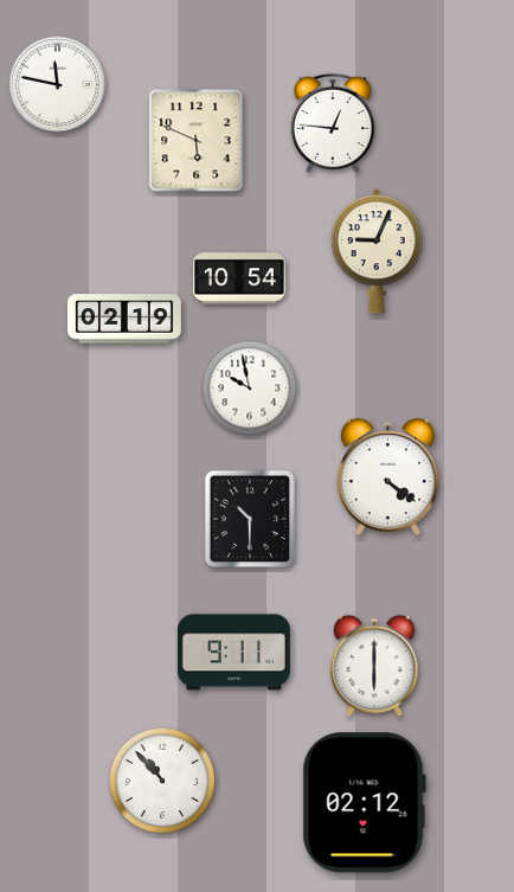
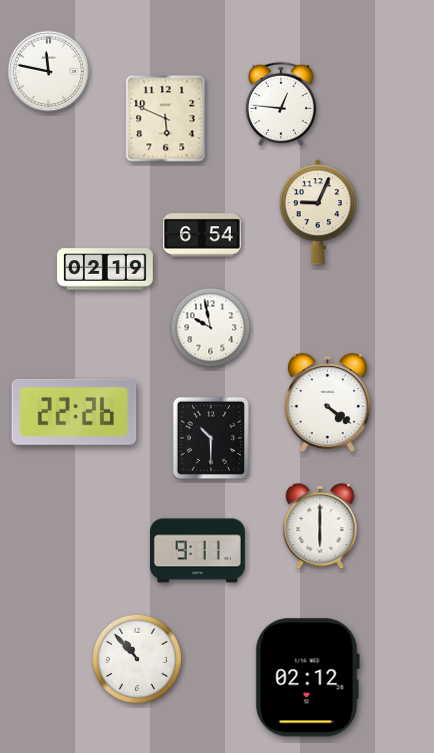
clock at (239, 278): 10:54 -> 6:54
clock at (74, 412): none -> 22:26
clock at (374, 666) position: (374, 666) -> (320, 526)
